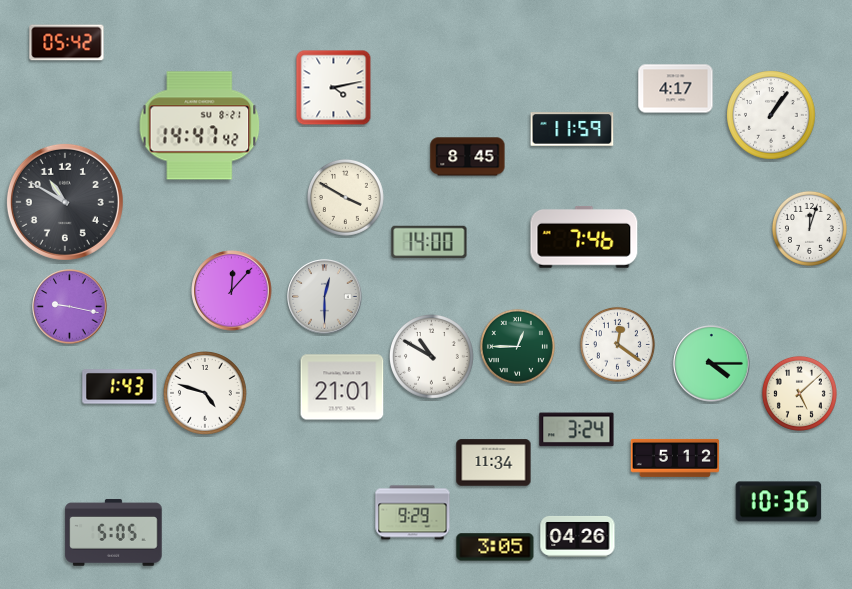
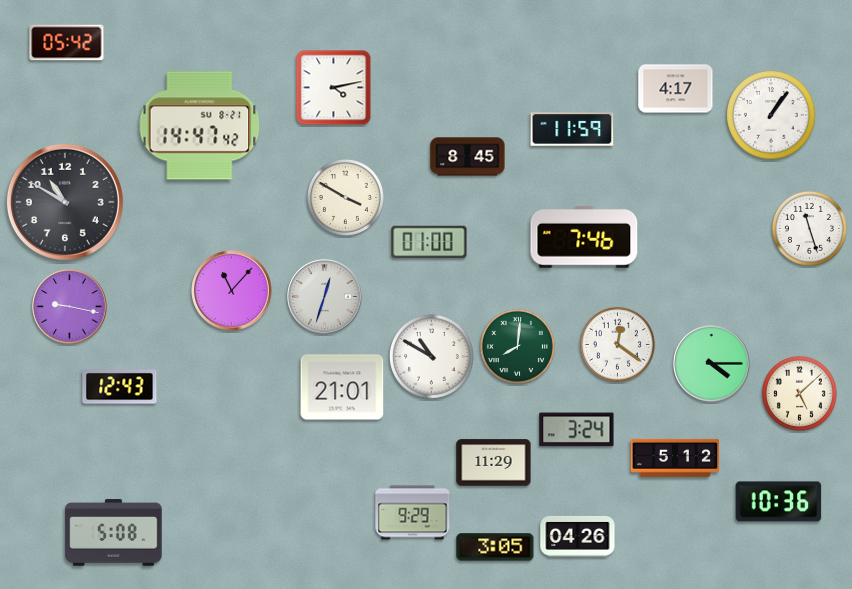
clock at (809, 228): 12:03 -> 11:27
clock at (429, 242): 14:00 -> 01:00
clock at (232, 291): 12:07 -> 11:07
clock at (325, 297): 12:30 -> 12:33
clock at (517, 346): 12:45 -> 8:01
clock at (120, 387): 1:43 -> 12:43
clock at (206, 394): 4:48 -> none
clock at (494, 463): 11:34 -> 11:29
clock at (114, 533): 5:05 -> 5:08
